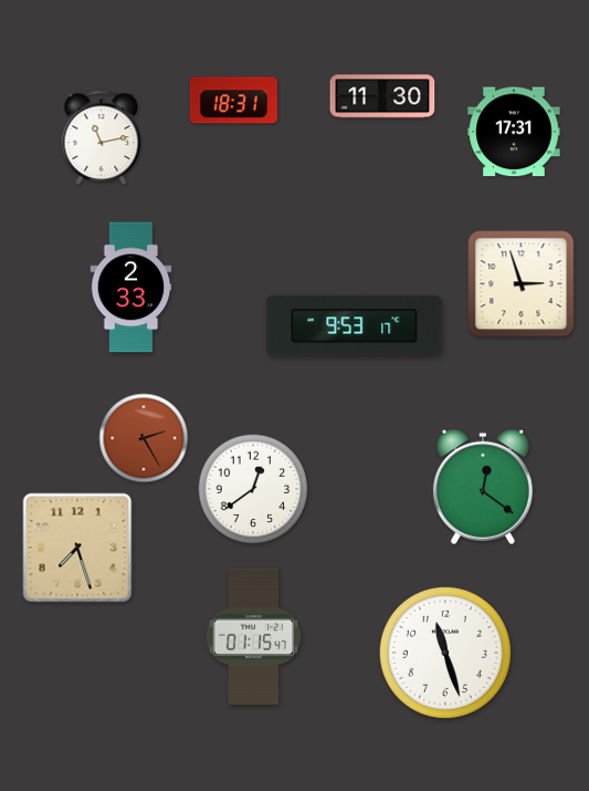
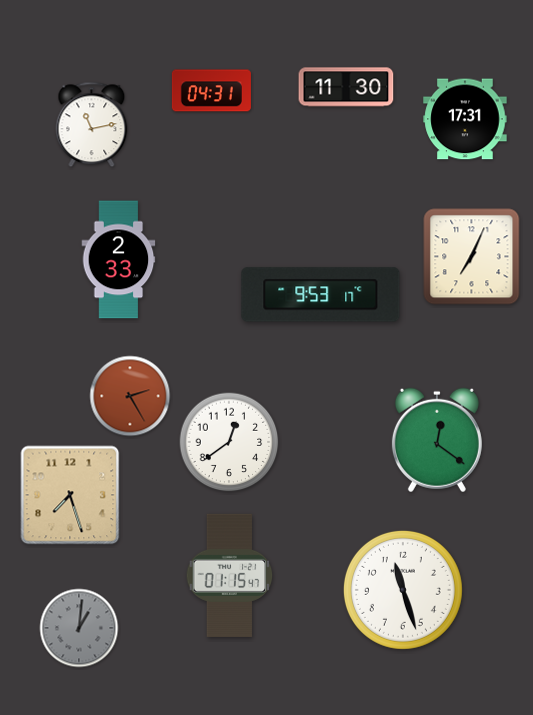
clock at (233, 101): 18:31 -> 04:31
clock at (522, 284): 2:57 -> 7:04
clock at (79, 628): none -> 1:01
